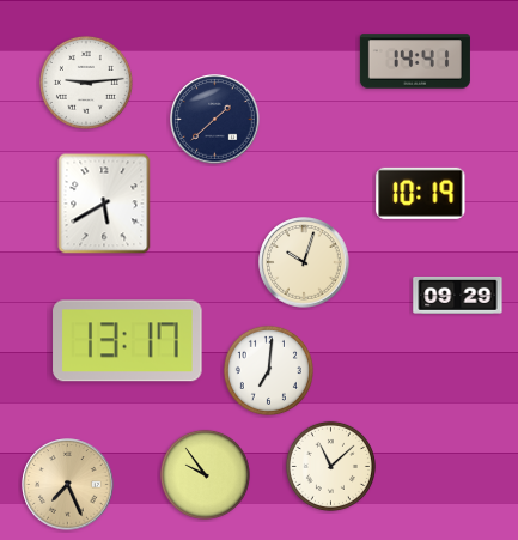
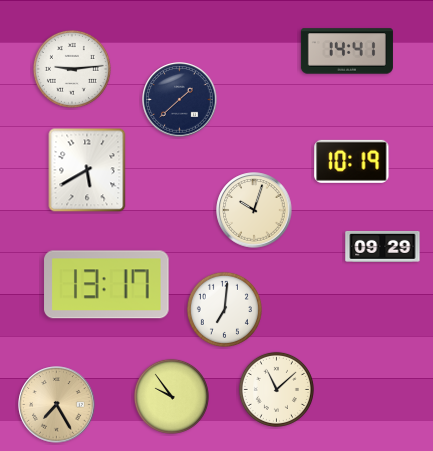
clock at (304, 262) position: (304, 262) -> (254, 210)
clock at (68, 485): 7:26 -> 7:25
